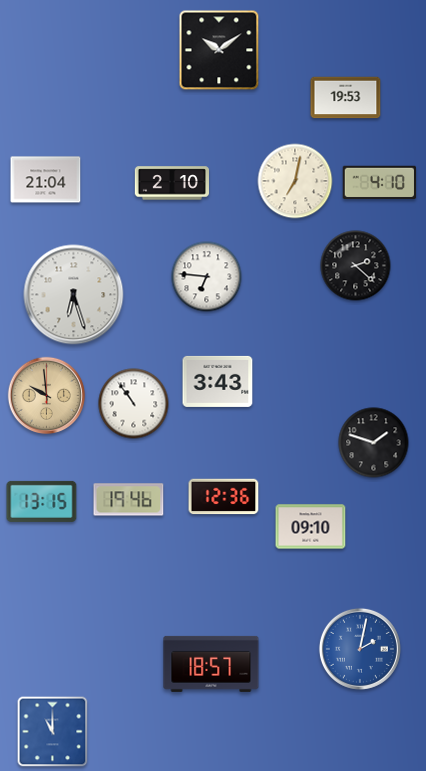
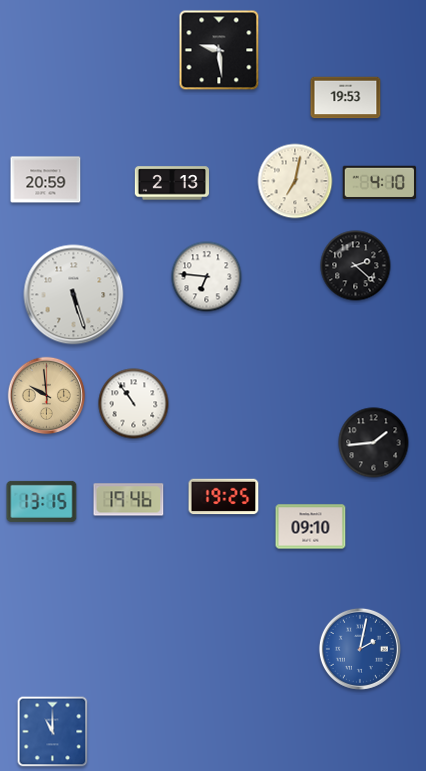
clock at (219, 50): 10:09 -> 9:29
clock at (46, 180): 21:04 -> 20:59
clock at (171, 183): 2:10 -> 2:13
clock at (74, 295): 6:27 -> 5:27
clock at (218, 381): 3:43 -> none
clock at (374, 443): 1:48 -> 1:44
clock at (224, 497): 12:36 -> 19:25
clock at (211, 664): 18:57 -> none
